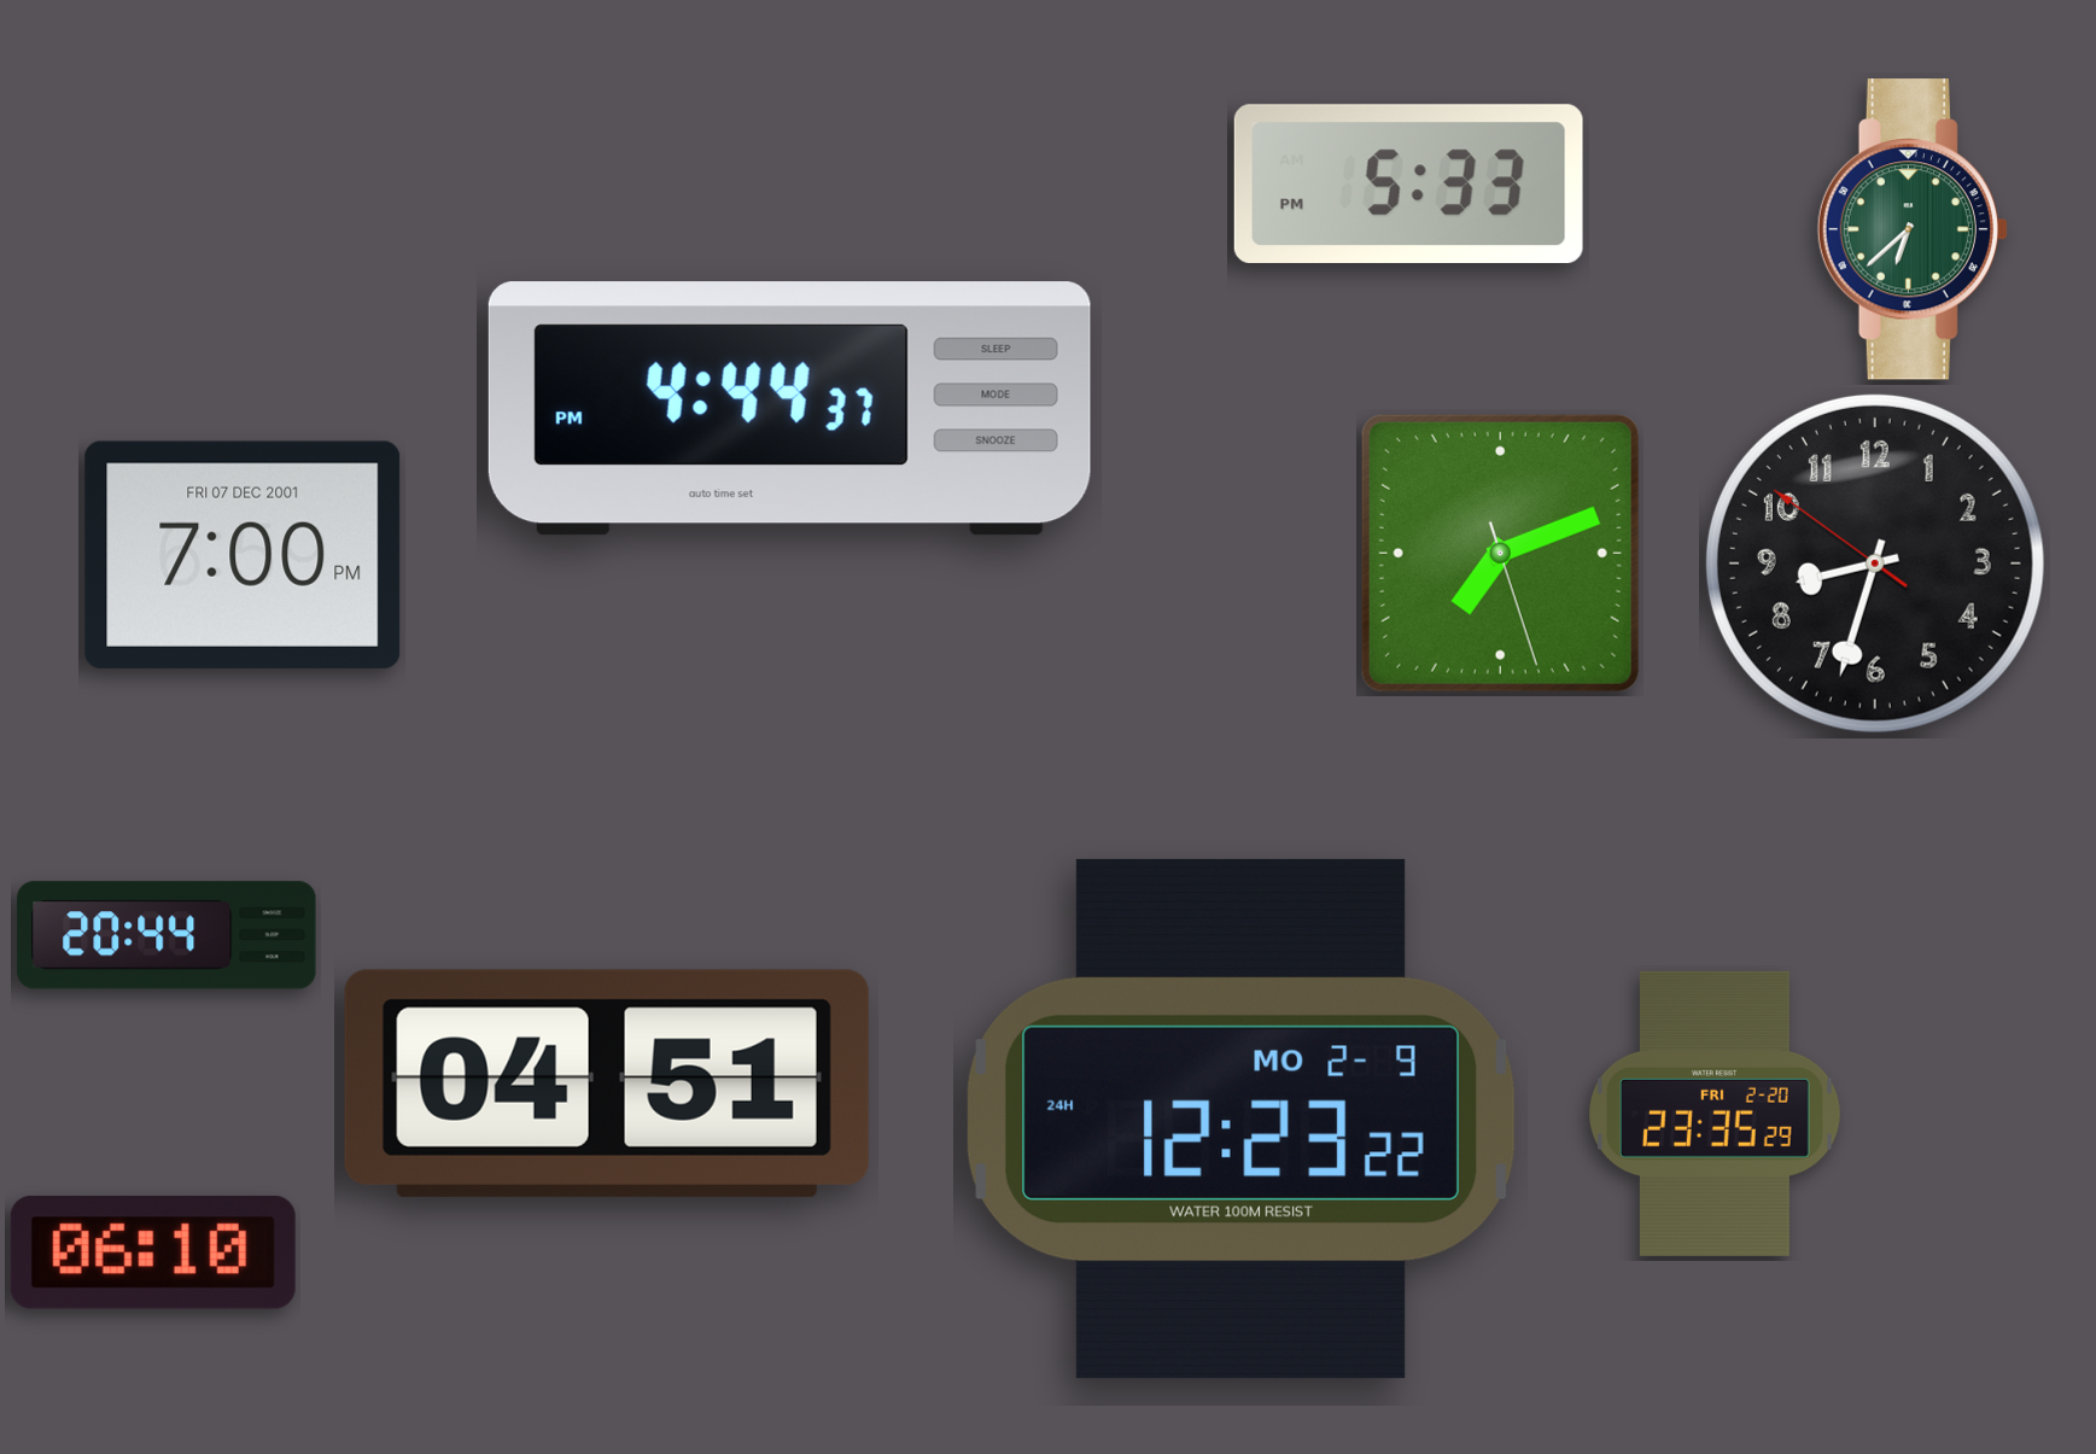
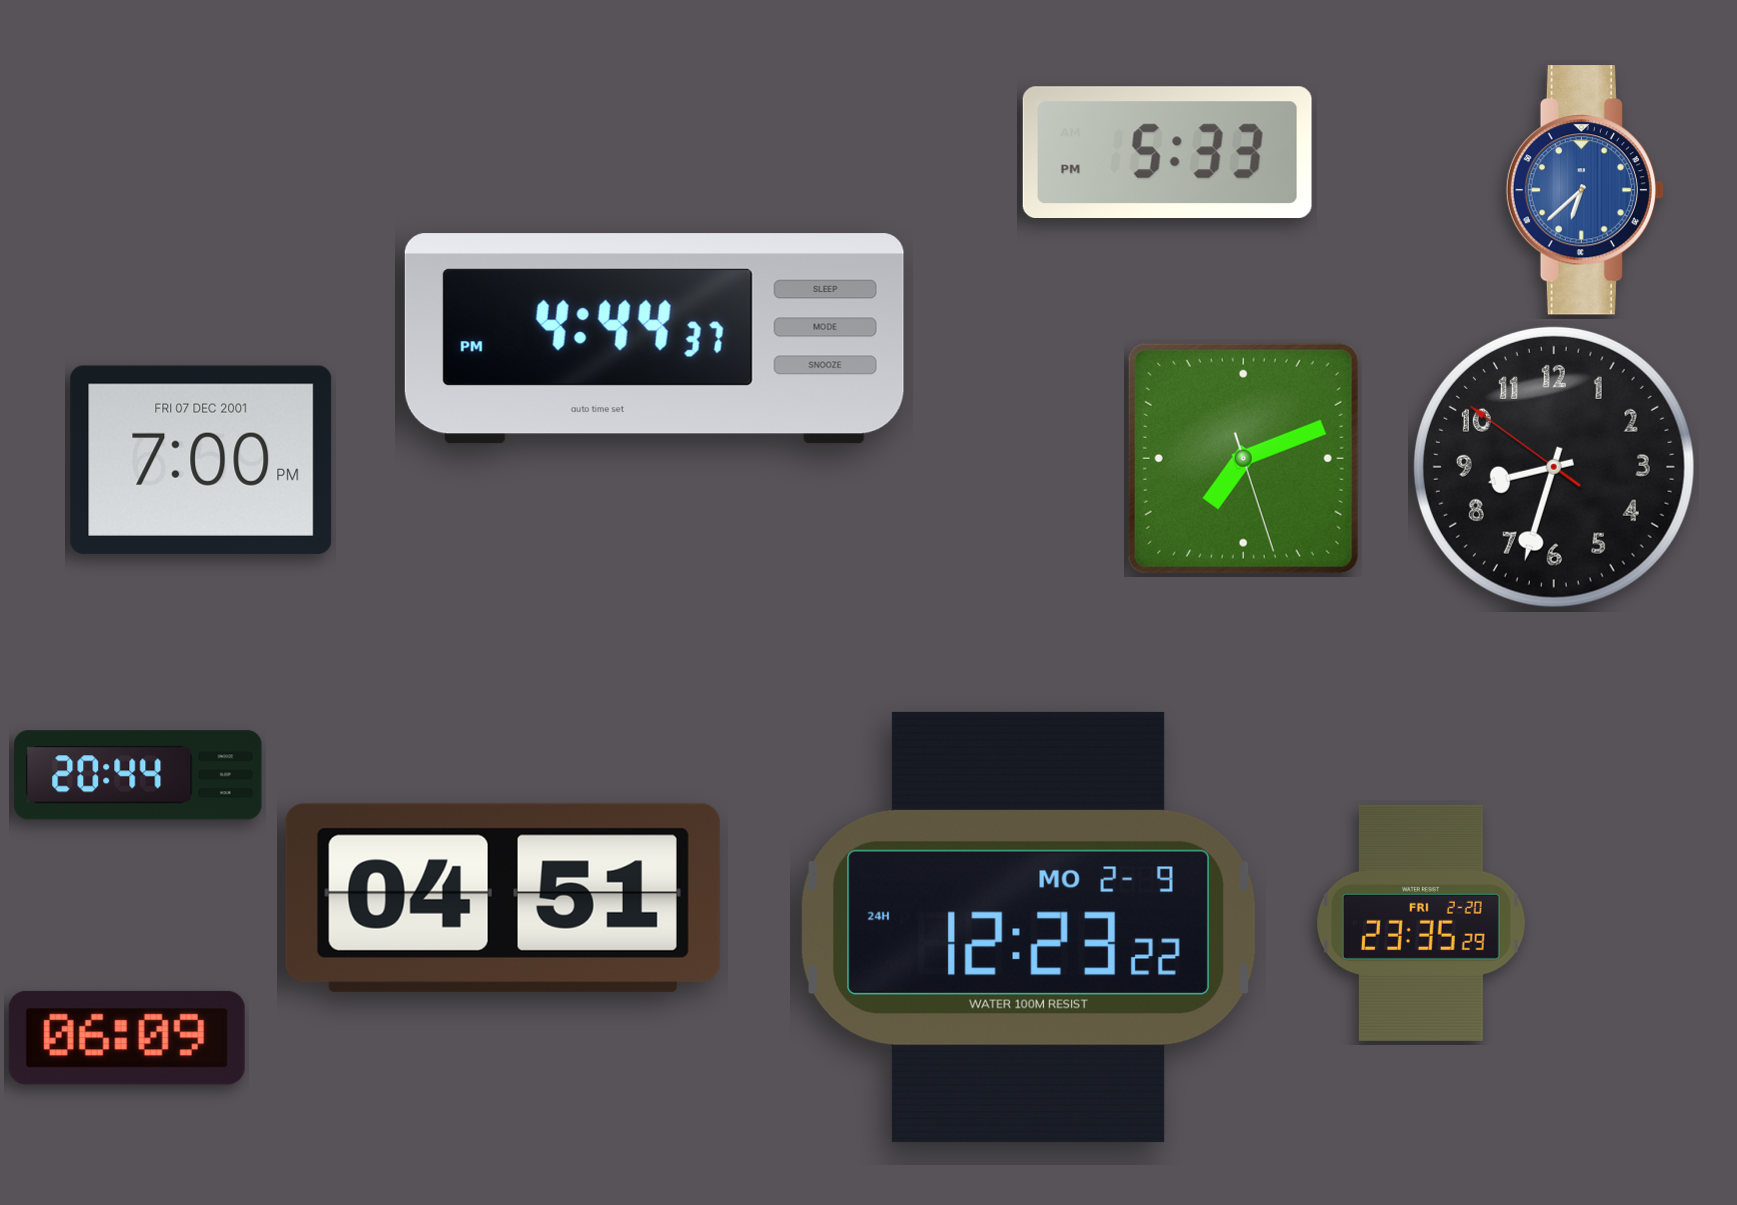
clock at (1913, 229) dial: green -> blue
clock at (153, 1252): 06:10 -> 06:09
